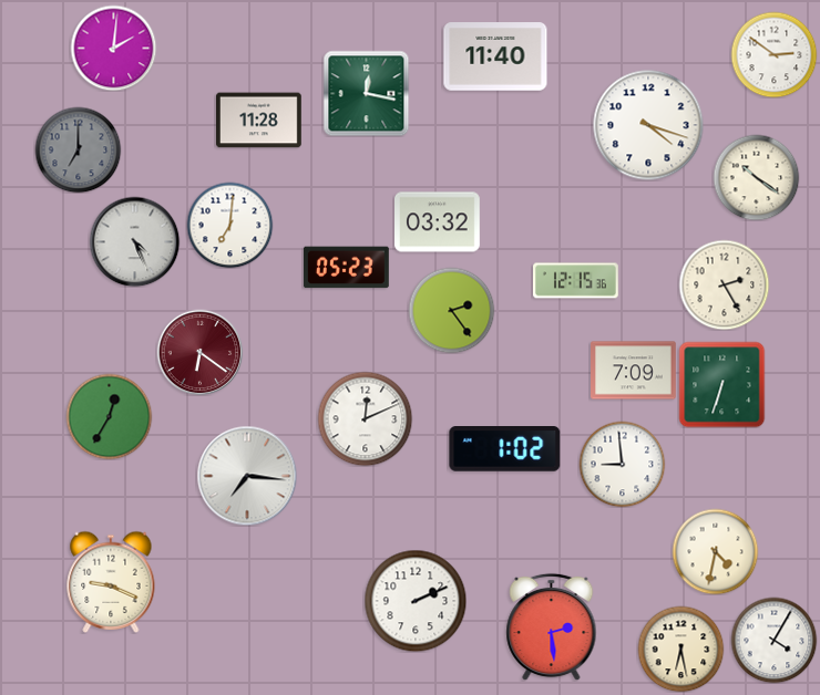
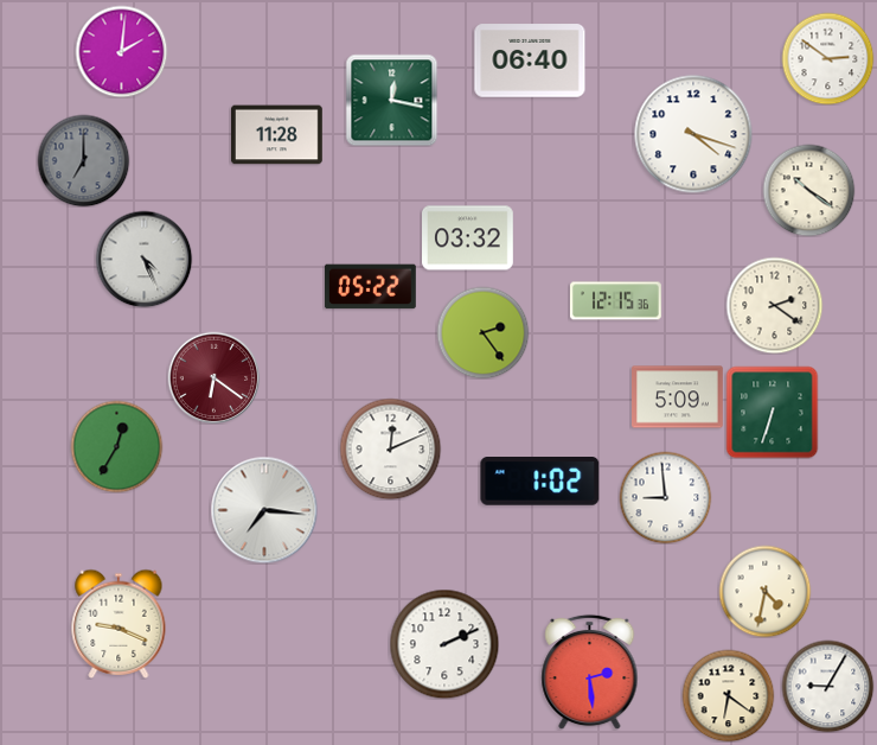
clock at (495, 56): 11:40 -> 06:40
clock at (259, 121) position: (259, 121) -> (277, 135)
clock at (229, 225): 7:01 -> none
clock at (346, 268): 05:23 -> 05:22
clock at (724, 284): 2:25 -> 2:21
clock at (634, 371): 7:09 -> 5:09
clock at (773, 640): 4:05 -> 9:05
clock at (680, 649): 6:28 -> 6:21
